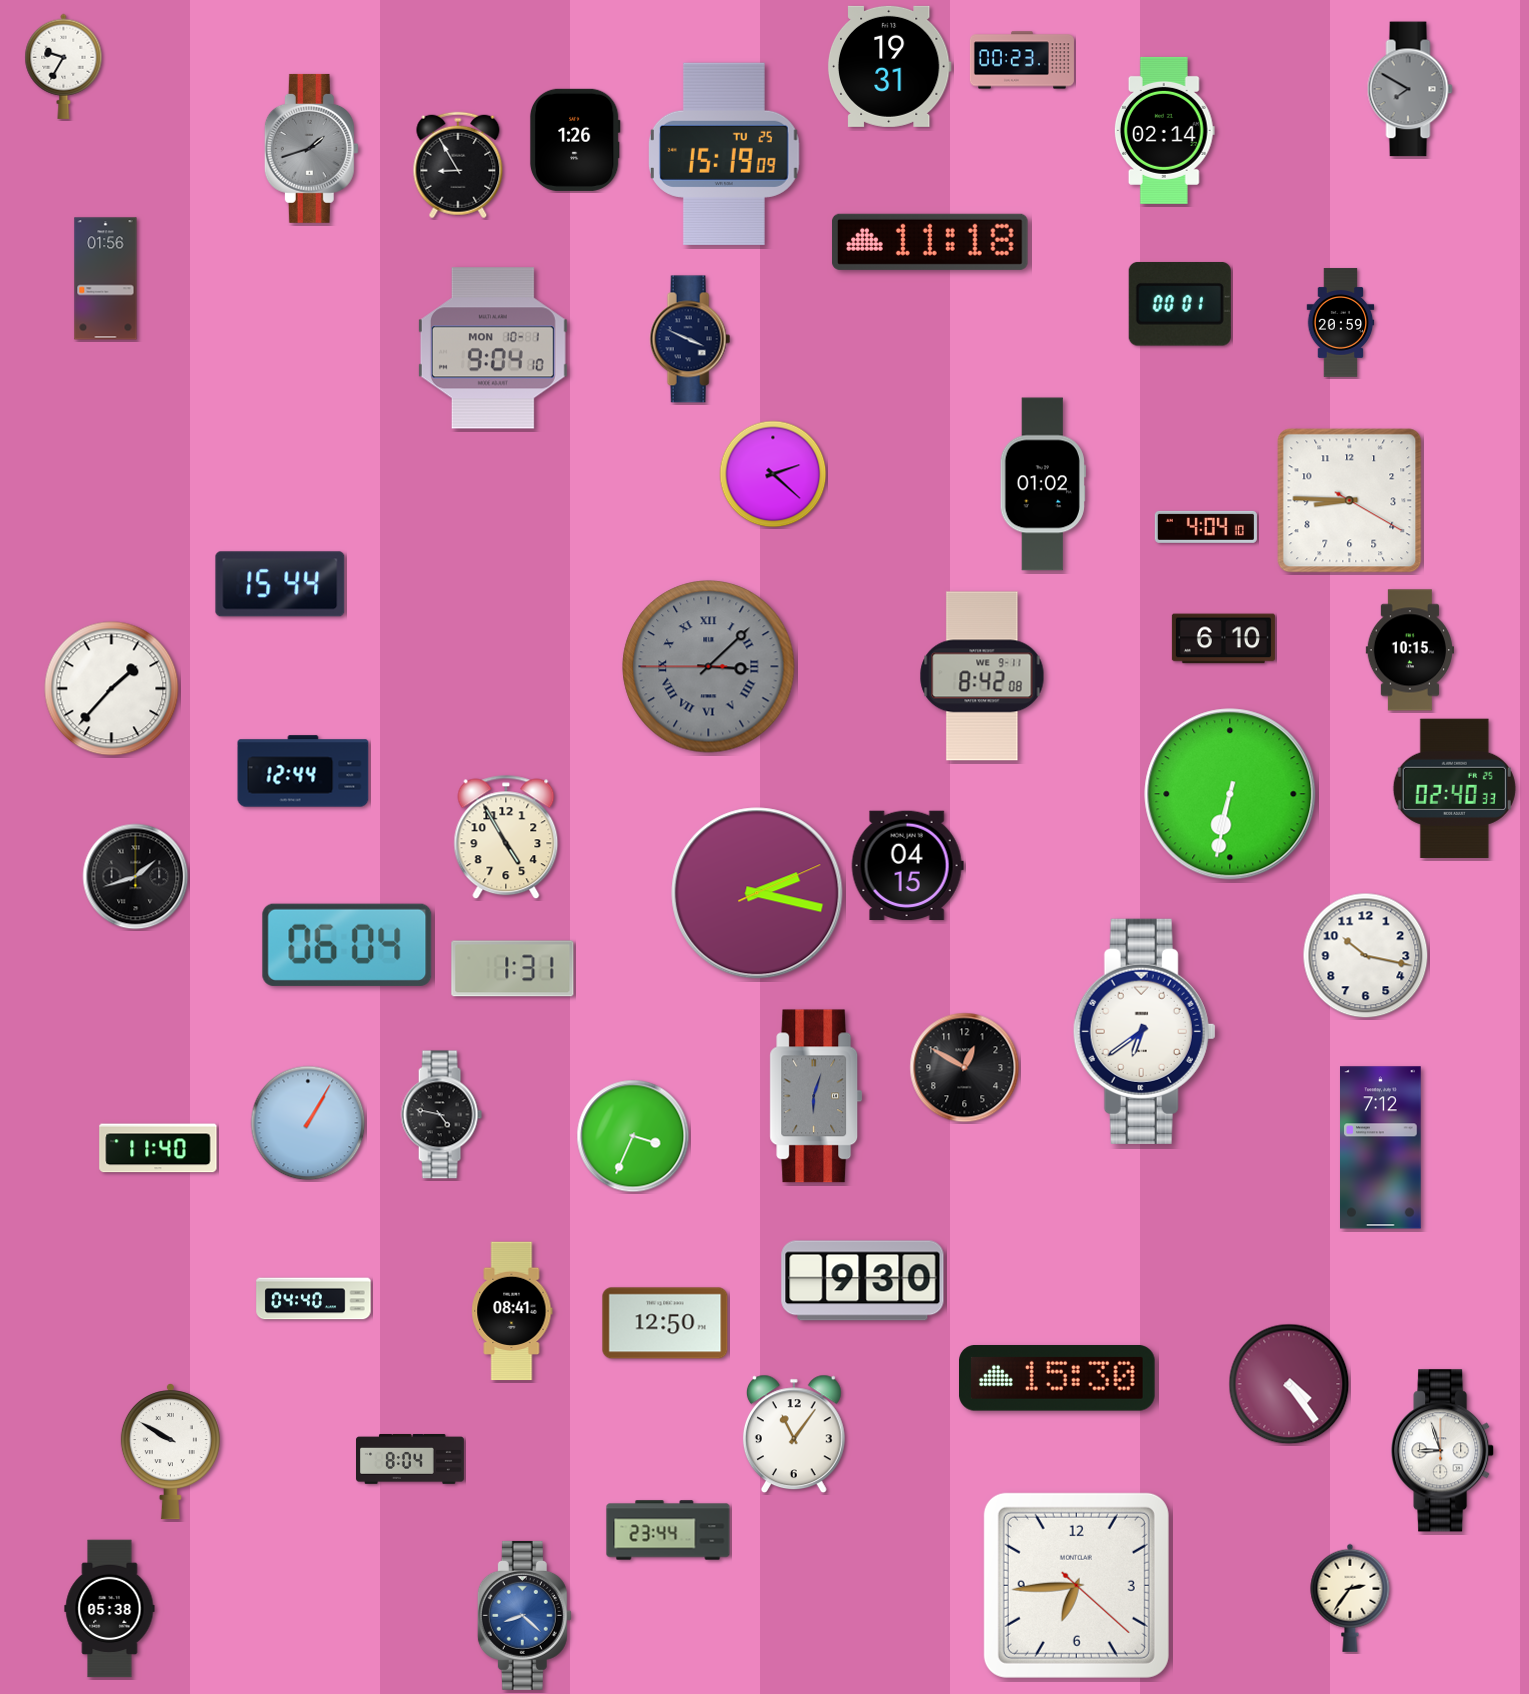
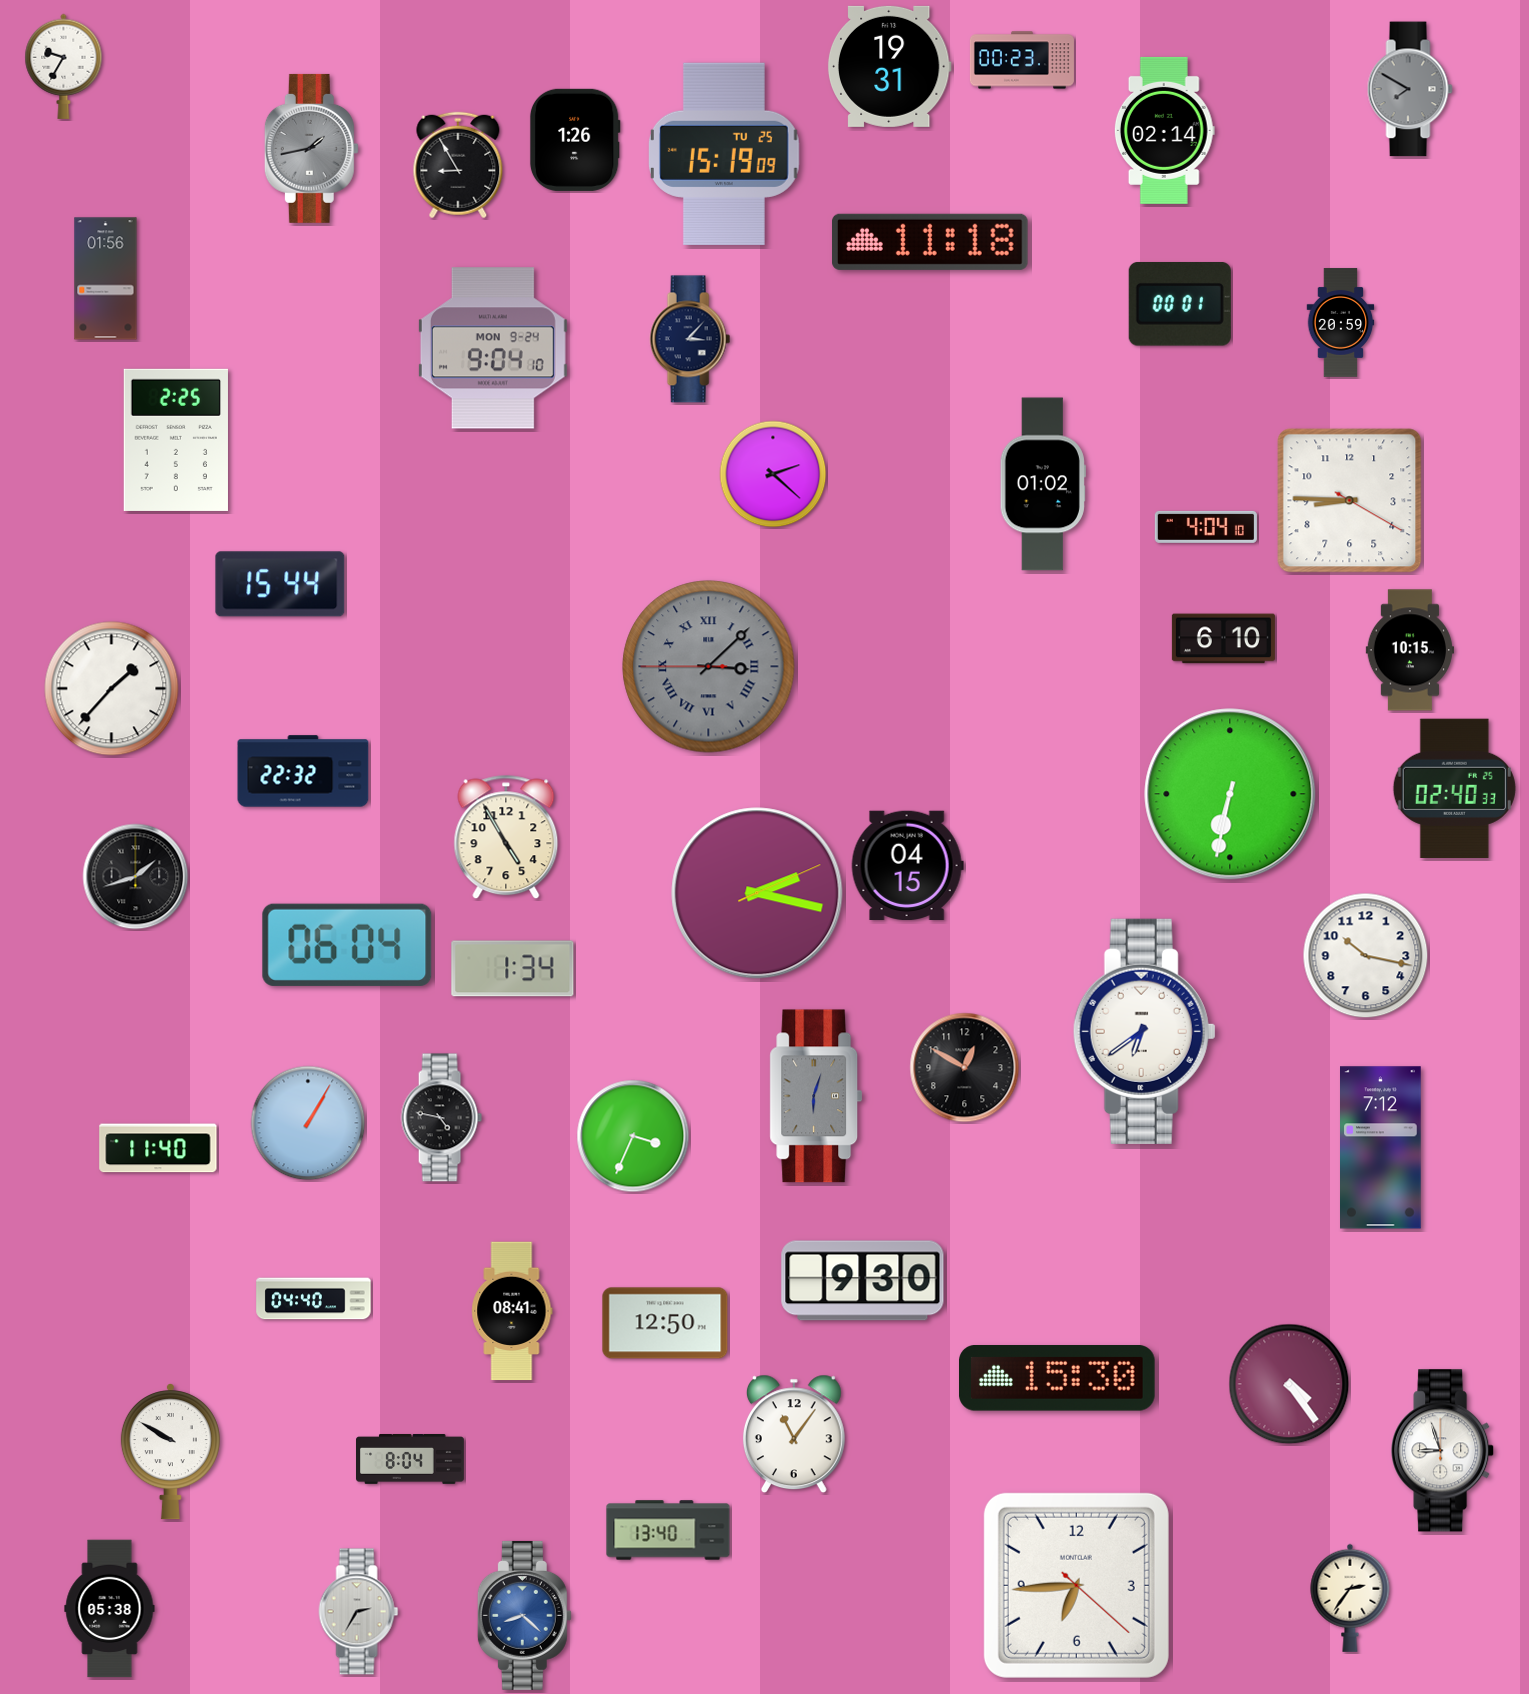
clock at (311, 148): 1:42 -> 1:43
clock at (690, 339): 3:49 -> 3:07
clock at (493, 348) date: MON 10-1 -> MON 9-24
clock at (176, 440): none -> 2:25
clock at (982, 676): 8:42 -> none
clock at (303, 771): 12:44 -> 22:32
clock at (513, 969): 1:31 -> 1:34
clock at (441, 1115) position: (441, 1115) -> (441, 1118)
clock at (668, 1530): 23:44 -> 13:40
clock at (359, 1612): none -> 2:35
